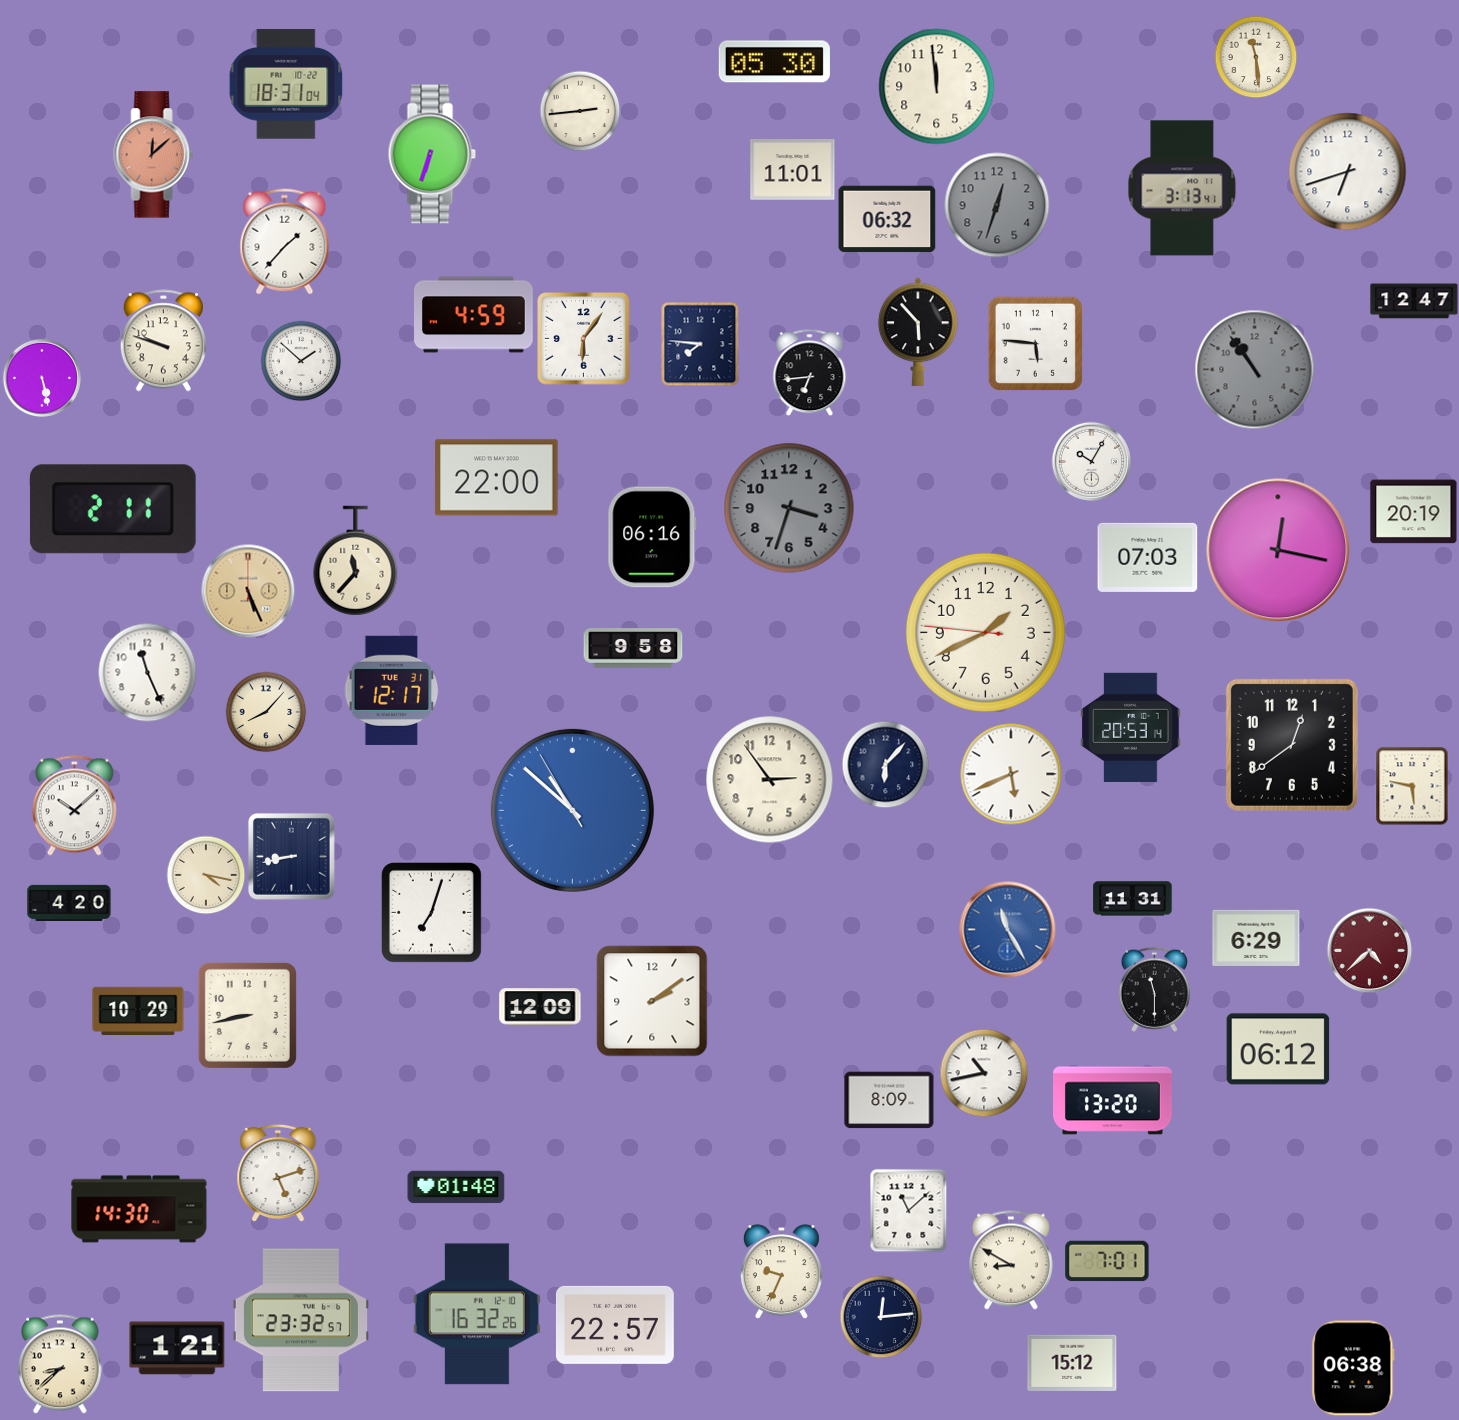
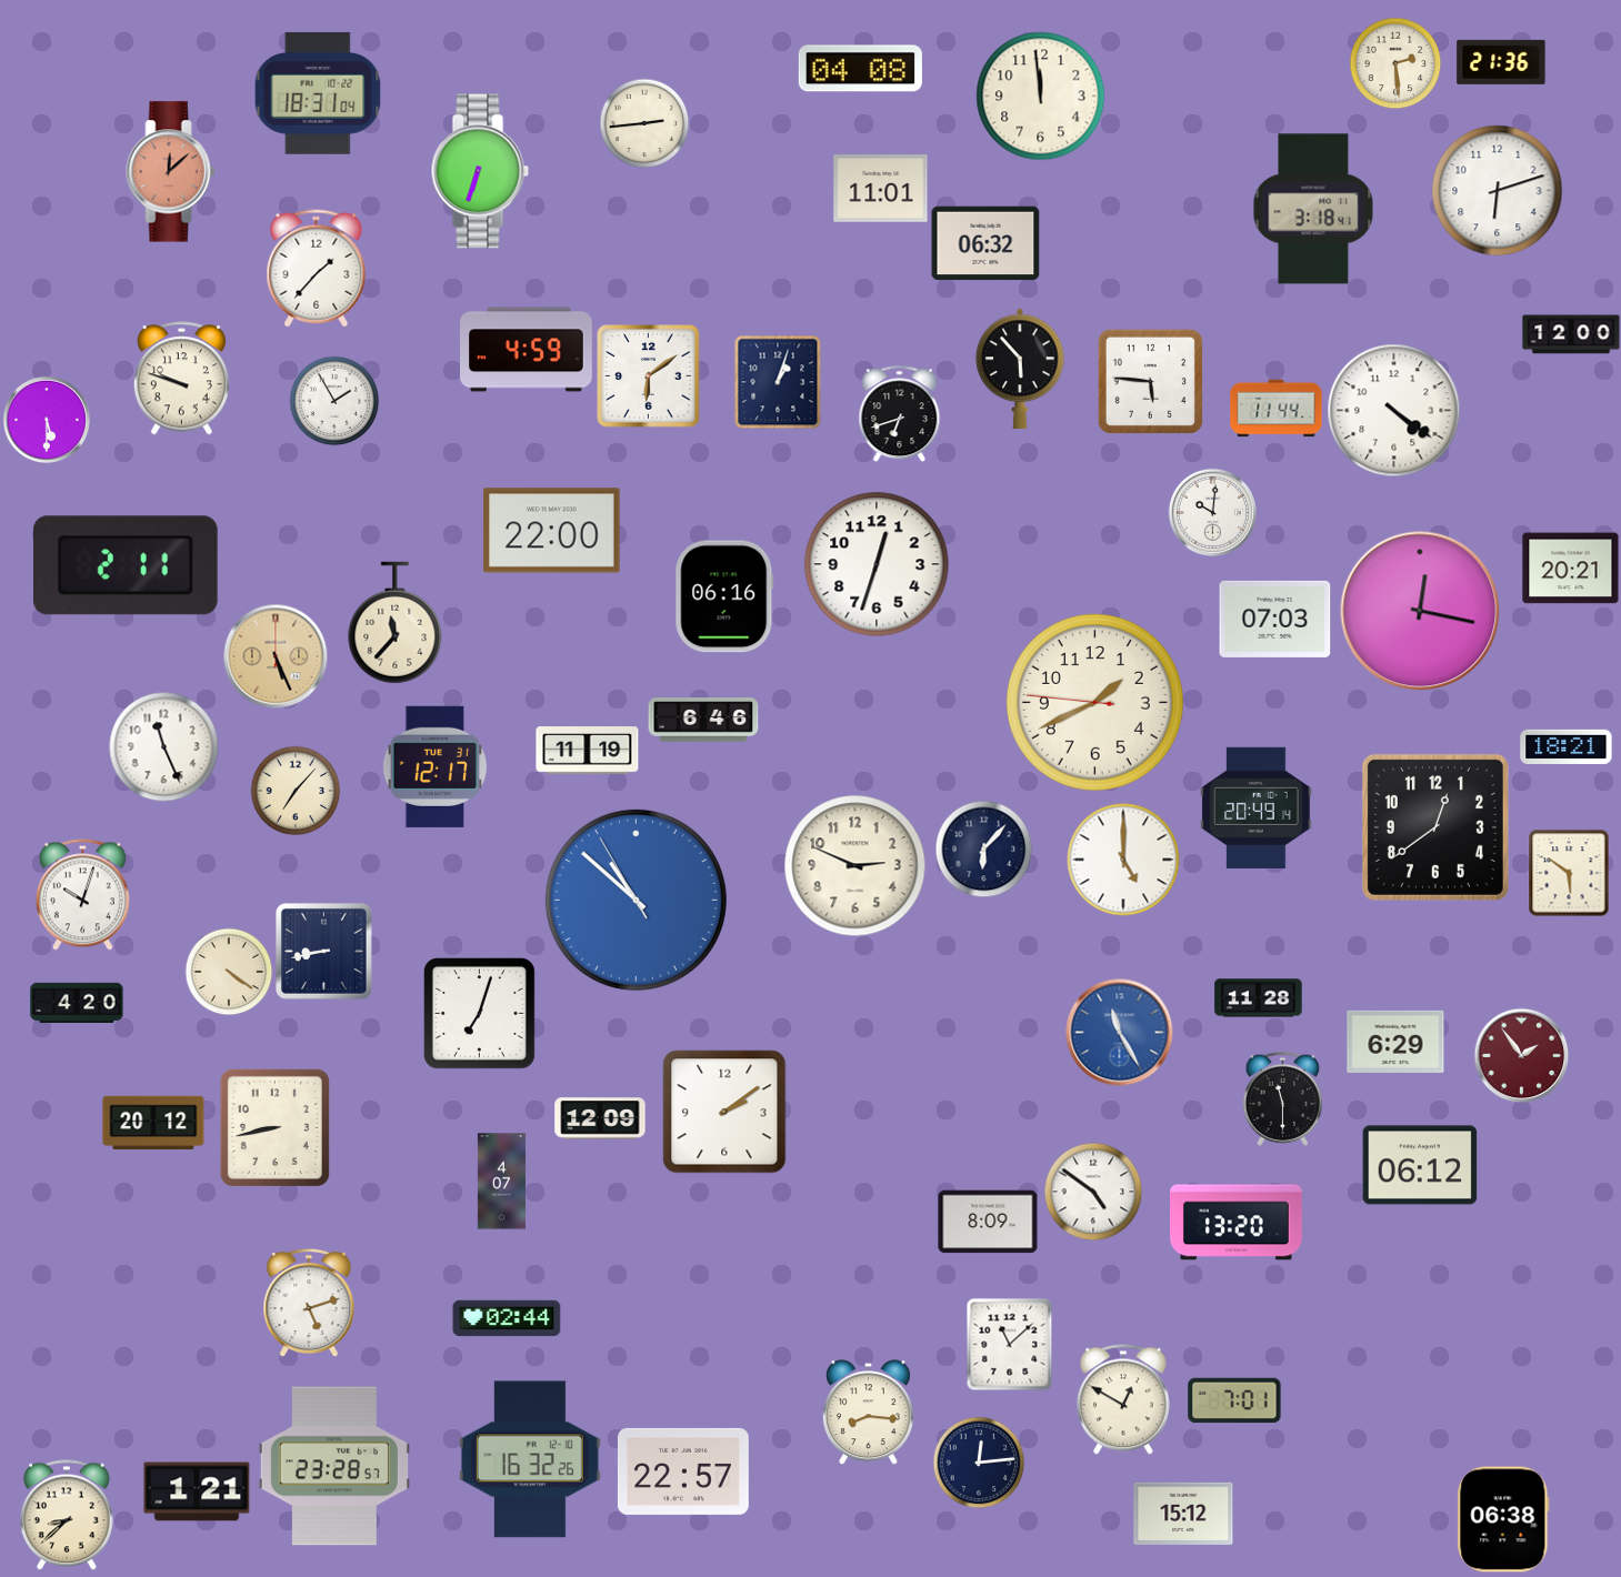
clock at (1501, 62): none -> 21:36
clock at (1256, 57): 11:29 -> 2:29
clock at (774, 62): 05:30 -> 04:08
clock at (1348, 172): 6:42 -> 6:12
clock at (1182, 188): 3:13 -> 3:18
clock at (997, 205): 12:33 -> none
clock at (1414, 301): 12:47 -> 12:00
clock at (584, 339): 6:06 -> 6:09
clock at (700, 344): 7:46 -> 1:03
clock at (301, 361): 1:52 -> 1:55
clock at (1277, 409): none -> 11:44
clock at (1255, 370): 10:54 -> 4:21
clock at (1255, 370) dial: grey -> white
clock at (810, 372): 6:44 -> 6:42
clock at (41, 377): 5:28 -> 5:30
clock at (1091, 461): 10:05 -> 10:01
clock at (789, 508): 3:33 -> 12:33
clock at (789, 508) dial: grey -> white
clock at (1414, 512): 20:19 -> 20:21
clock at (633, 648): 9:58 -> 6:46
clock at (1567, 746): none -> 18:21
clock at (588, 751): none -> 11:19
clock at (266, 712): 8:07 -> 7:07
clock at (1131, 727): 20:53 -> 20:49
clock at (1011, 774): 5:41 -> 5:00
clock at (770, 780): 2:54 -> 2:49
clock at (1412, 786): 5:47 -> 5:51
clock at (74, 806): 10:08 -> 10:03
clock at (206, 875): 4:17 -> 4:21
clock at (1133, 899): 11:31 -> 11:28
clock at (1369, 950): 4:38 -> 1:54
clock at (138, 1011): 10:29 -> 20:12
clock at (501, 1182): none -> 4:07
clock at (984, 1073): 10:43 -> 4:51
clock at (456, 1187): 01:48 -> 02:44
clock at (139, 1209): 14:30 -> none
clock at (1012, 1260): 8:50 -> 12:50
clock at (1107, 1261) position: (1107, 1261) -> (1234, 1400)
clock at (781, 1272): 9:34 -> 8:16
clock at (301, 1320): 23:32 -> 23:28
clock at (177, 1348) position: (177, 1348) -> (197, 1491)
clock at (1072, 1363) position: (1072, 1363) -> (1183, 1514)
